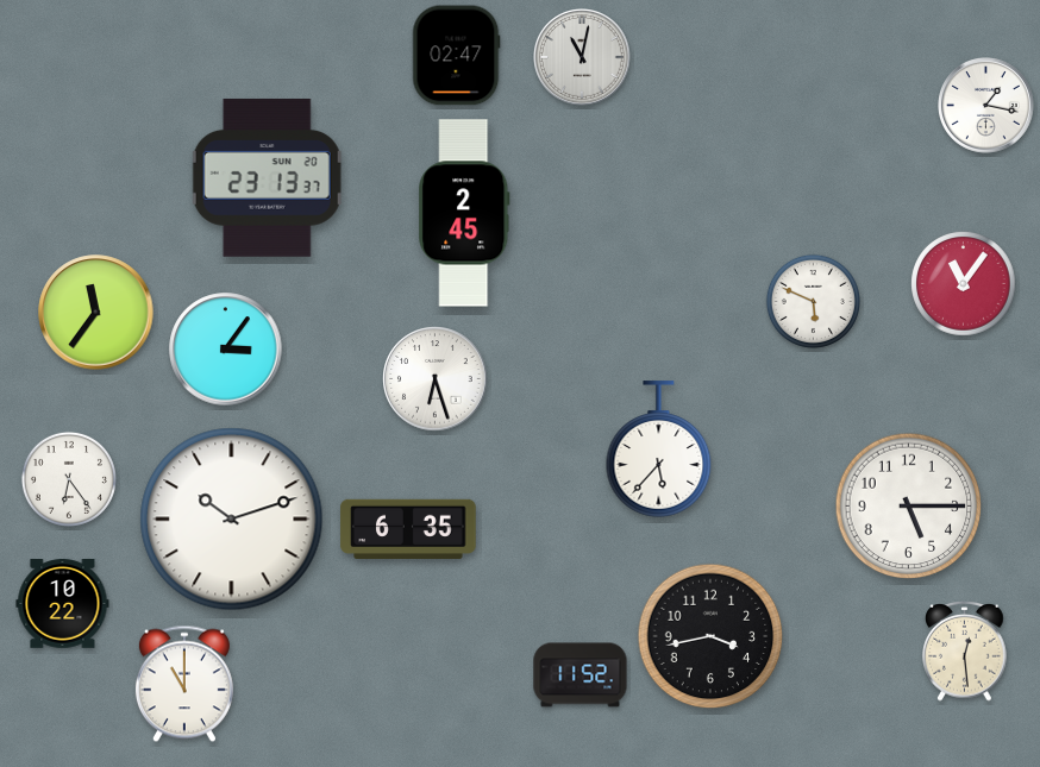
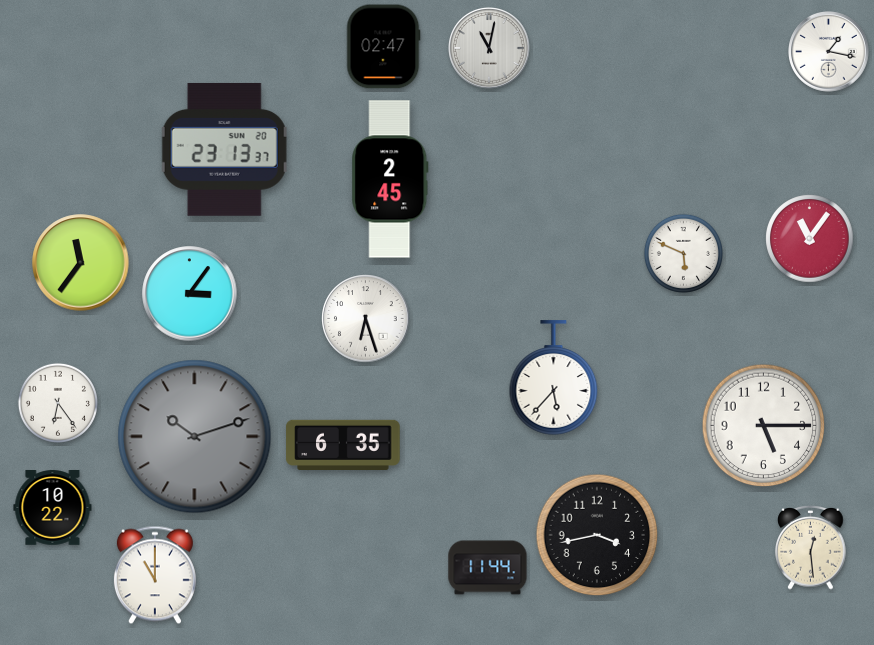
clock at (986, 106) position: (986, 106) -> (829, 52)
clock at (232, 520) dial: white -> grey
clock at (581, 675): 11:52 -> 11:44
